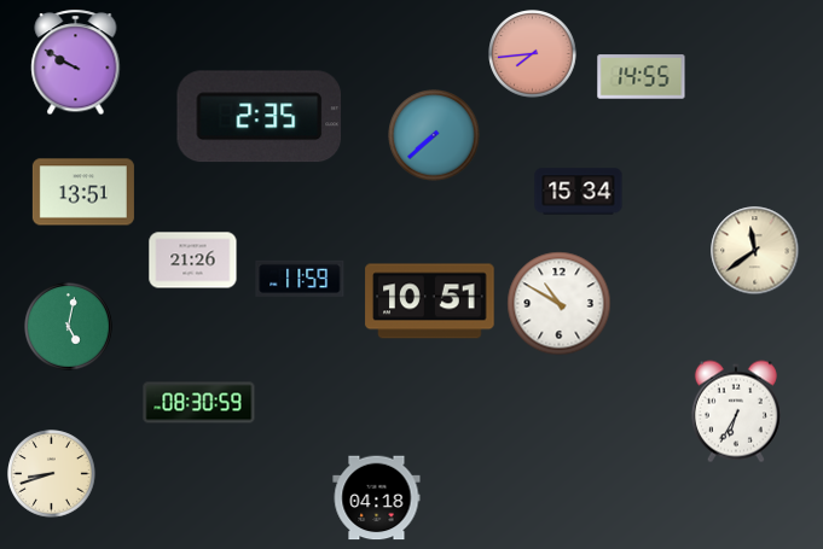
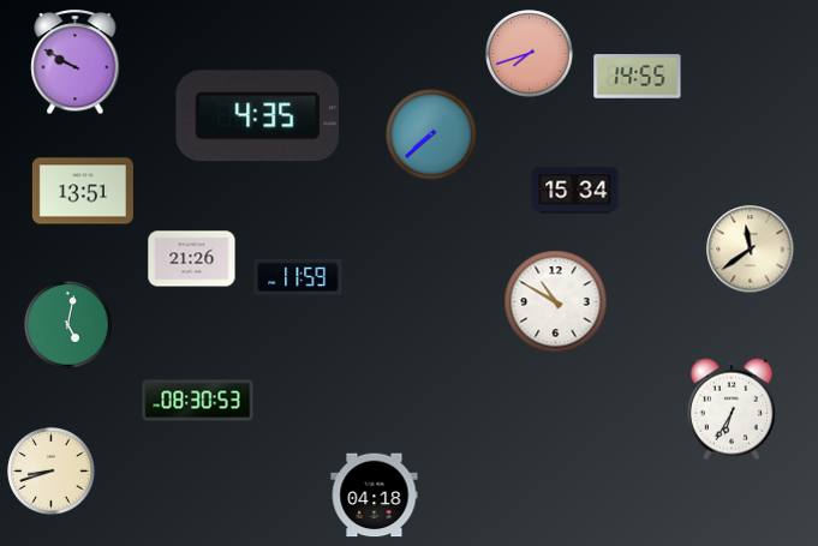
clock at (533, 54): 7:44 -> 7:42
clock at (259, 117): 2:35 -> 4:35
clock at (430, 302): 10:51 -> none
clock at (199, 403): 08:30:59 -> 08:30:53
